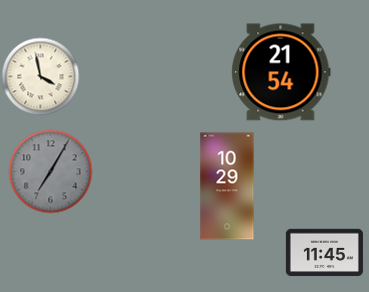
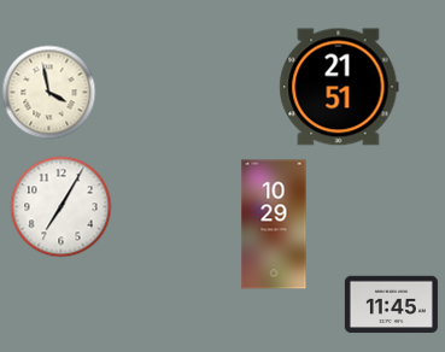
clock at (281, 72): 21:54 -> 21:51
clock at (50, 171) dial: grey -> white
